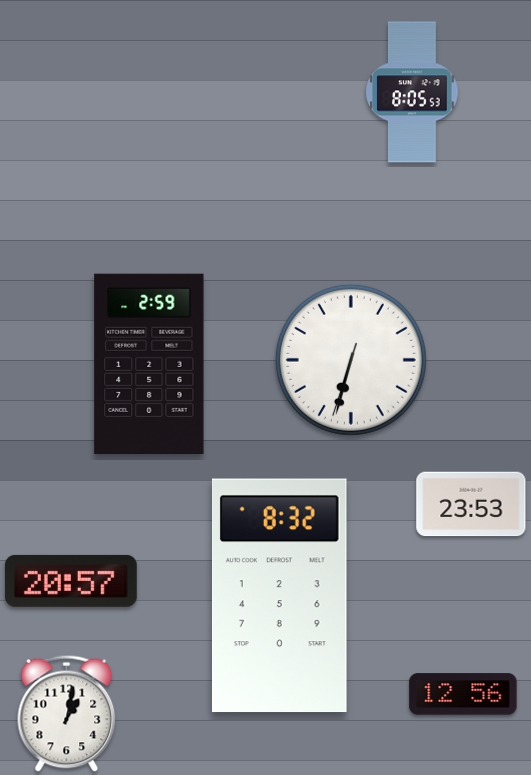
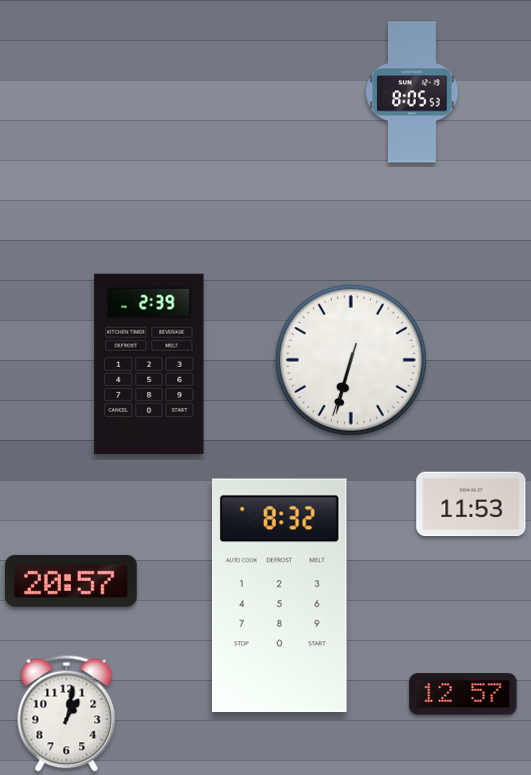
clock at (149, 363): 2:59 -> 2:39
clock at (471, 504): 23:53 -> 11:53
clock at (463, 694): 12:56 -> 12:57
